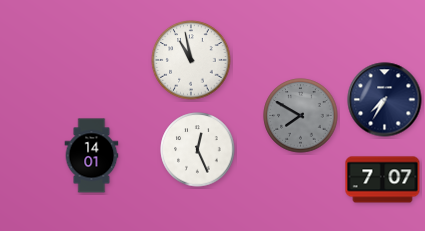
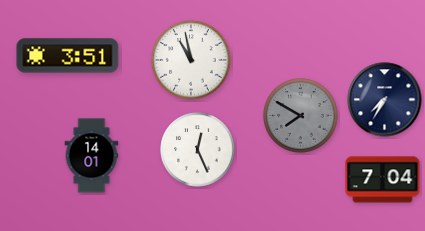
clock at (68, 56): none -> 3:51
clock at (383, 180): 7:07 -> 7:04
